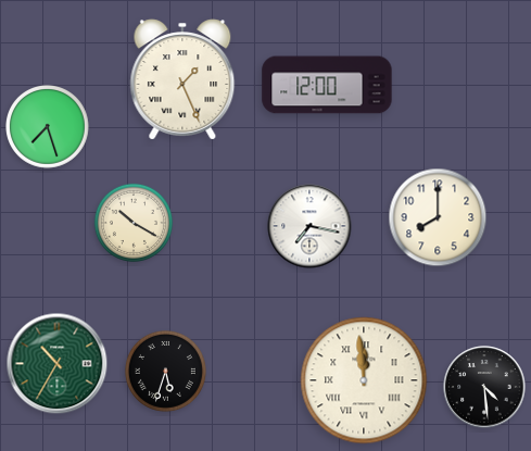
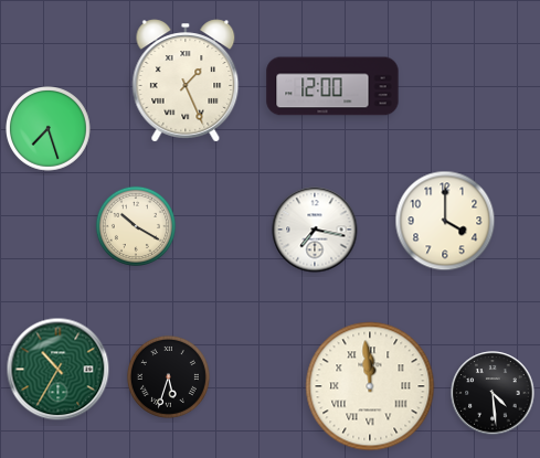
clock at (438, 217): 8:00 -> 4:00
